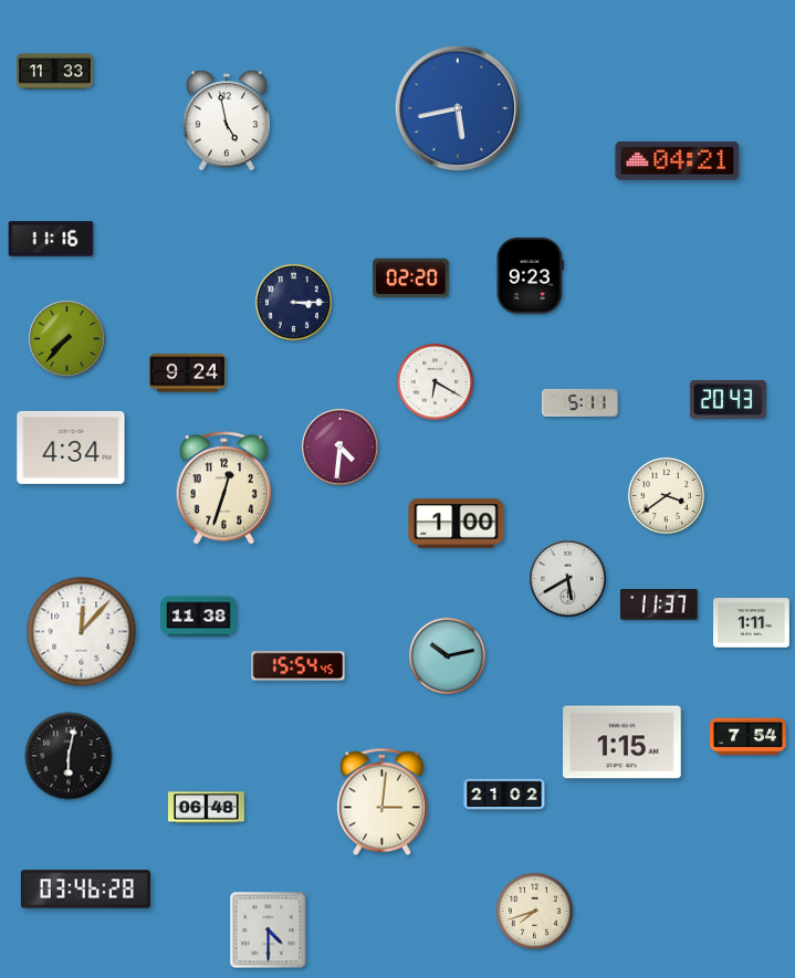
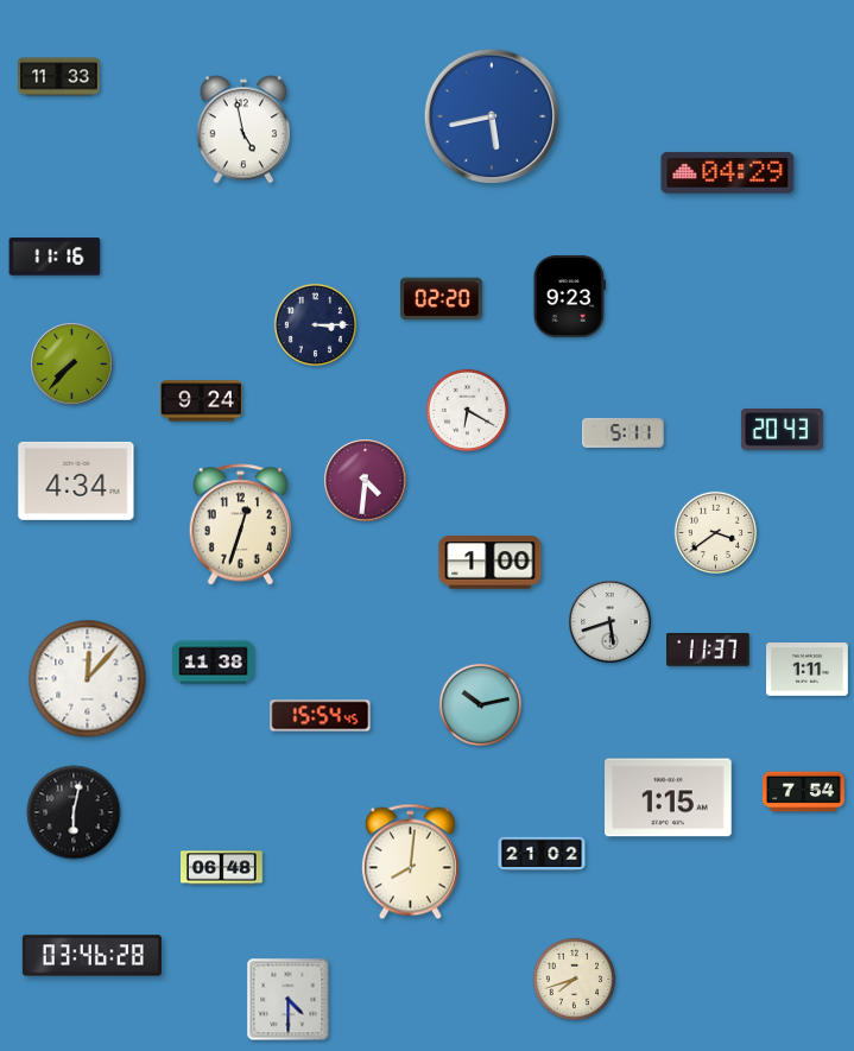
clock at (678, 160): 04:21 -> 04:29
clock at (568, 579): 5:40 -> 5:42
clock at (381, 802): 3:01 -> 8:01
